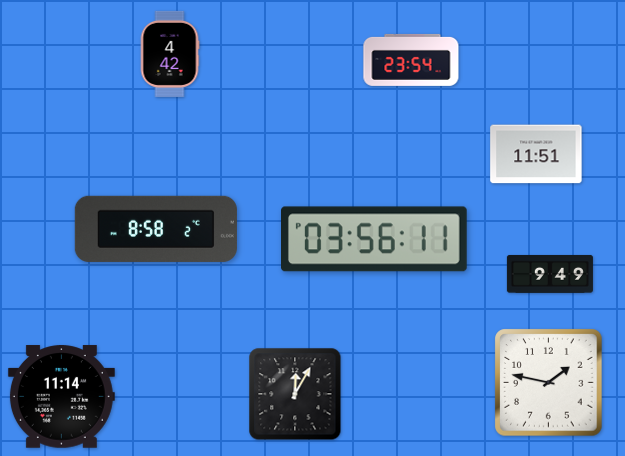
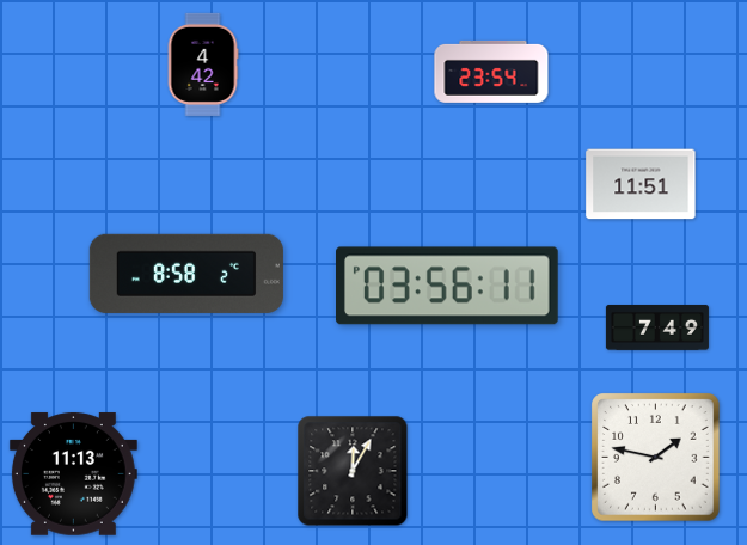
clock at (550, 274): 9:49 -> 7:49
clock at (61, 397): 11:14 -> 11:13
